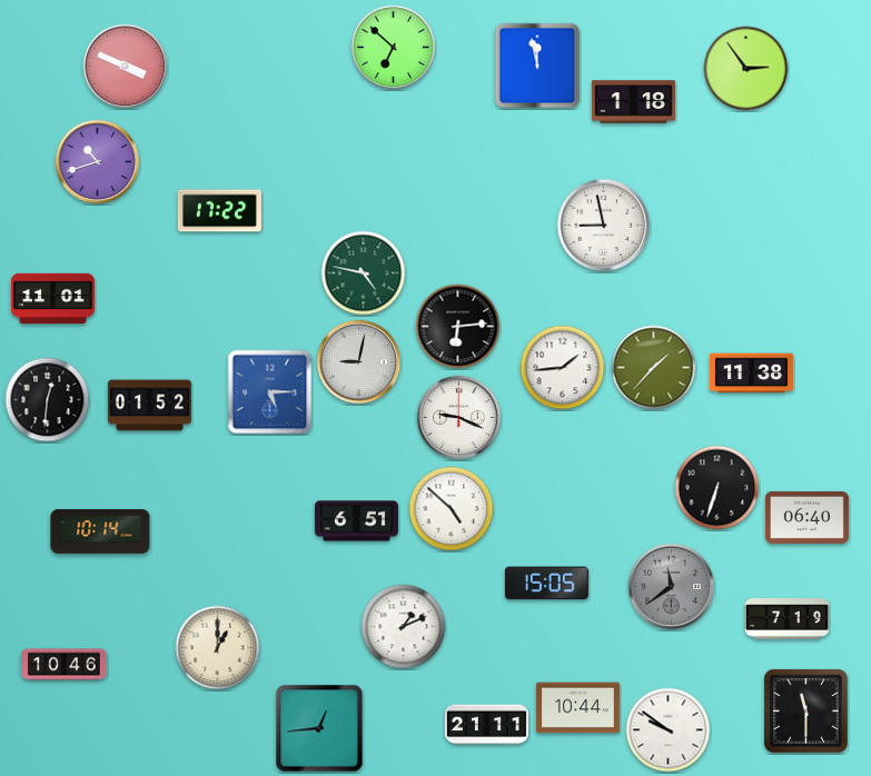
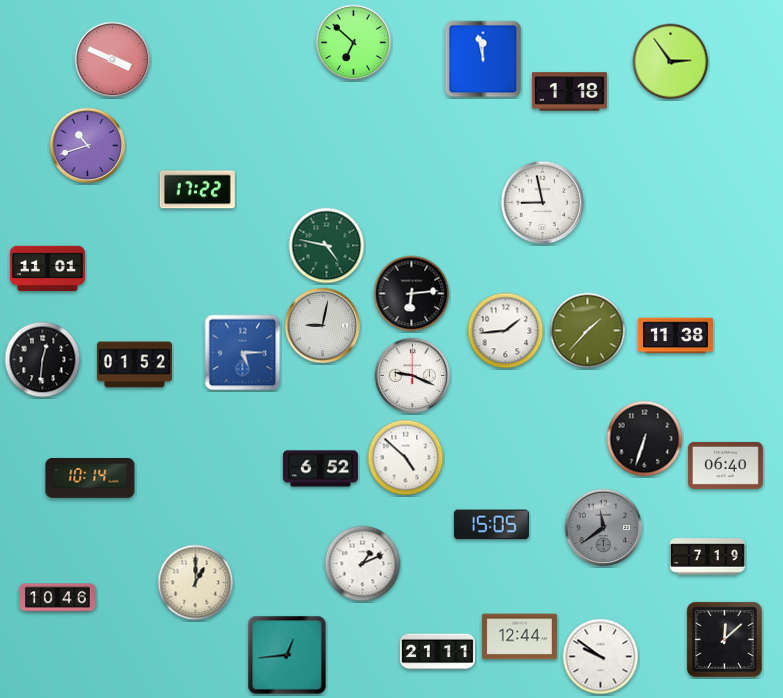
clock at (356, 521): 6:51 -> 6:52
clock at (577, 708): 10:44 -> 12:44
clock at (805, 710): 11:30 -> 12:08
